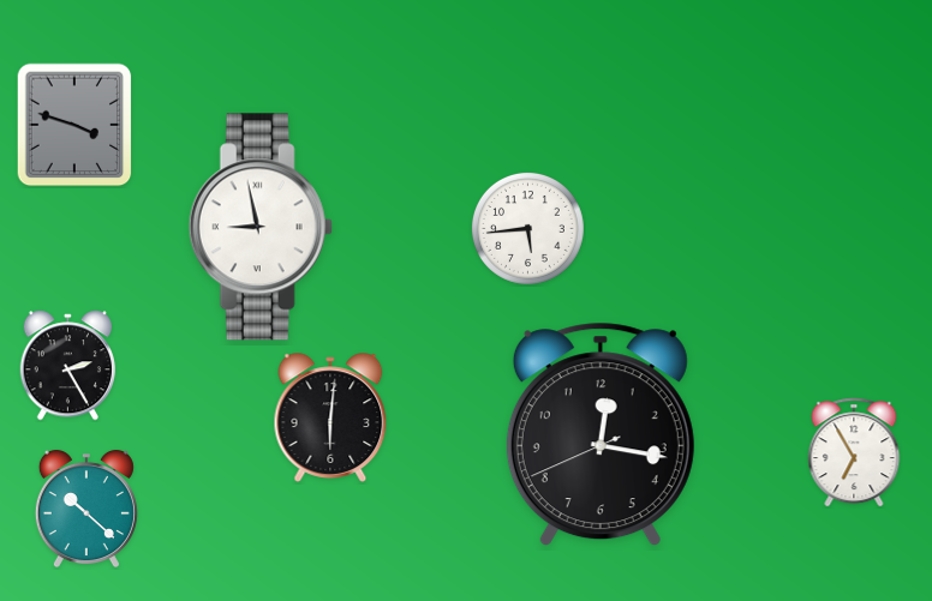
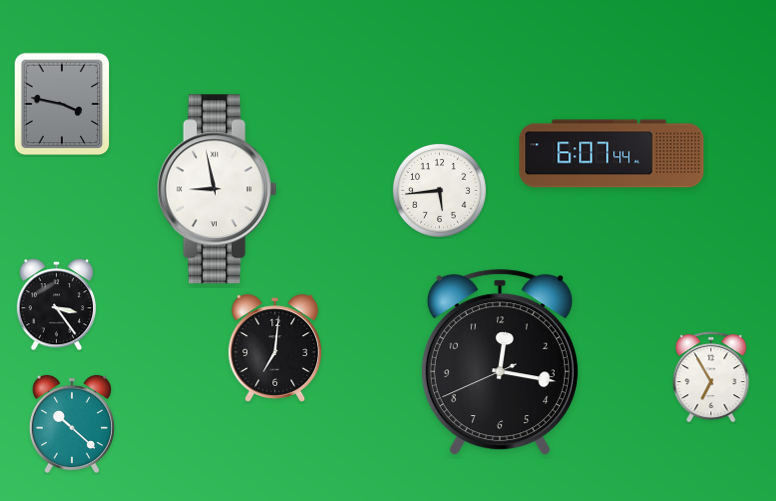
clock at (74, 125): 3:48 -> 3:47
clock at (612, 154): none -> 6:07
clock at (68, 366): 2:25 -> 3:24
clock at (330, 417): 6:01 -> 7:01
